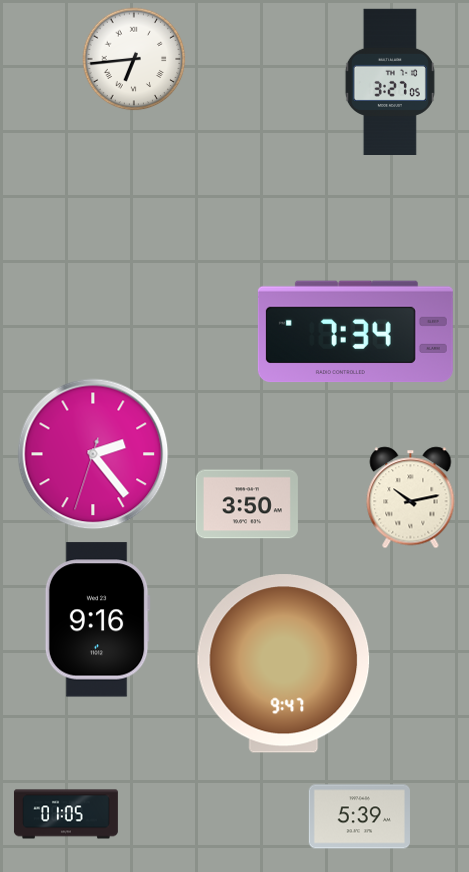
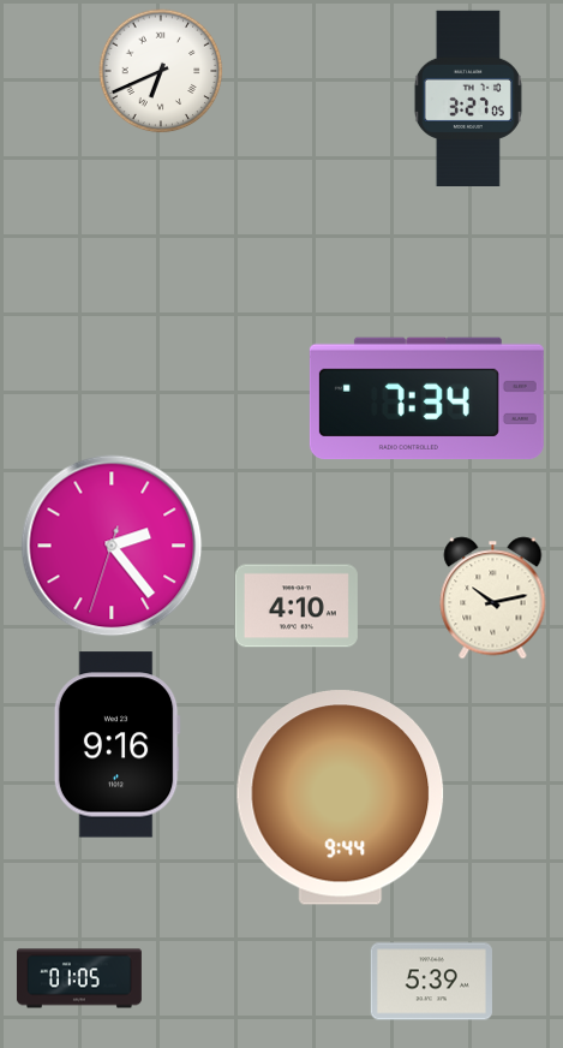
clock at (134, 59): 6:44 -> 6:41
clock at (247, 504): 3:50 -> 4:10
clock at (284, 664): 9:47 -> 9:44
